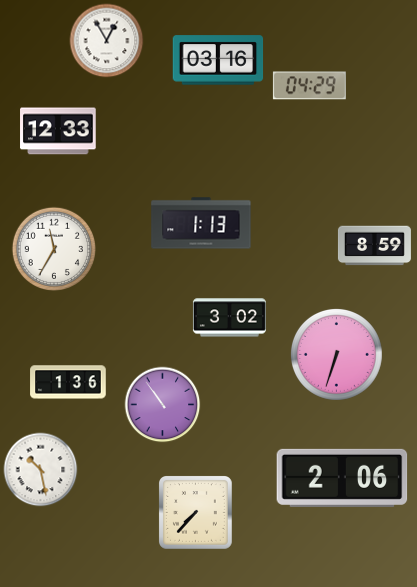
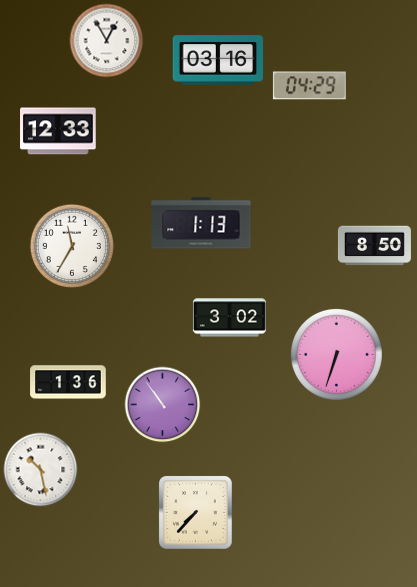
clock at (374, 246): 8:59 -> 8:50
clock at (53, 248) position: (53, 248) -> (71, 245)
clock at (342, 478): 2:06 -> none
